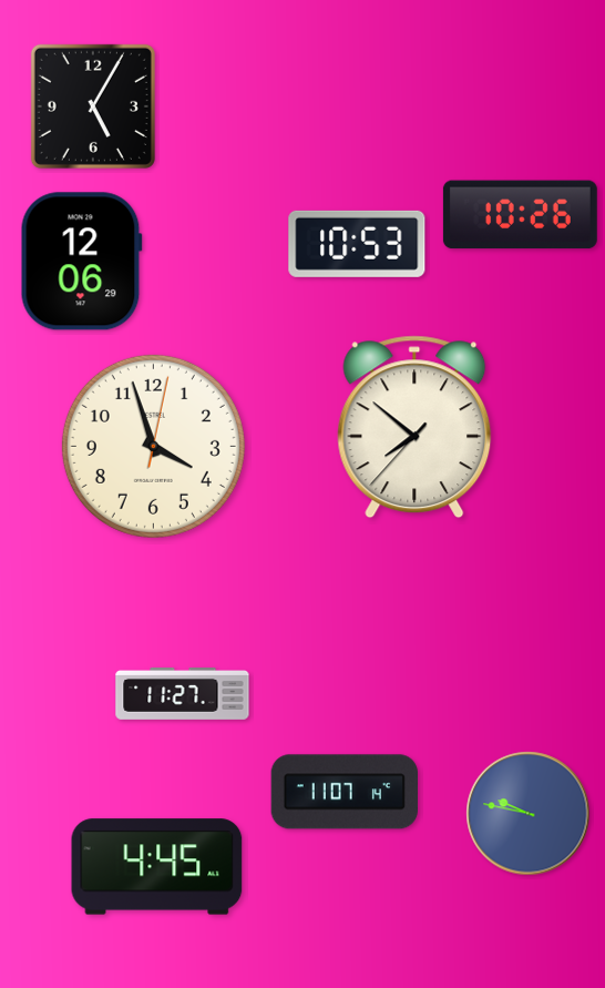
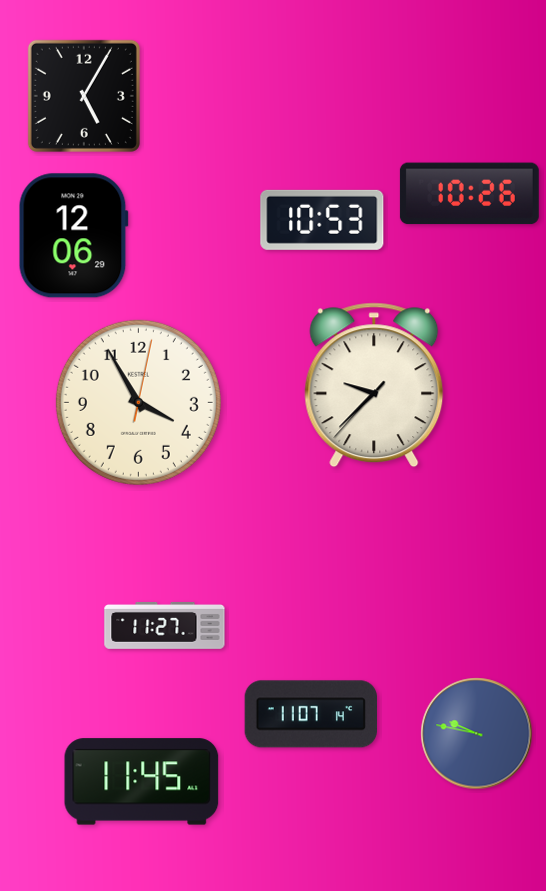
clock at (414, 427): 7:51 -> 9:37
clock at (153, 446): 3:57 -> 3:55
clock at (157, 867): 4:45 -> 11:45
